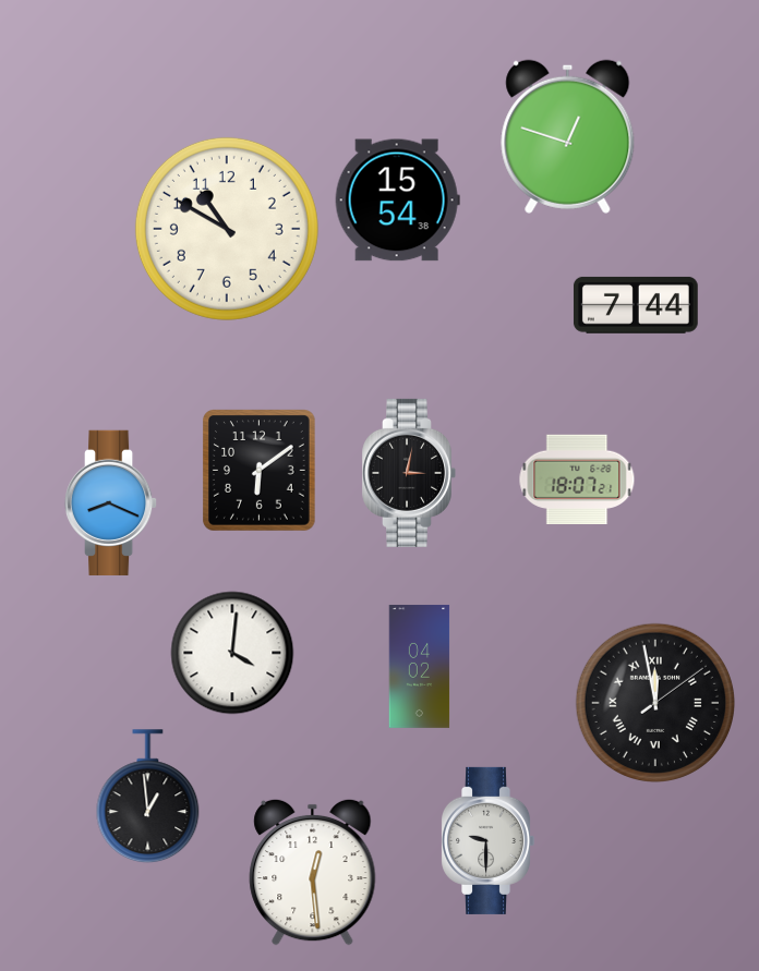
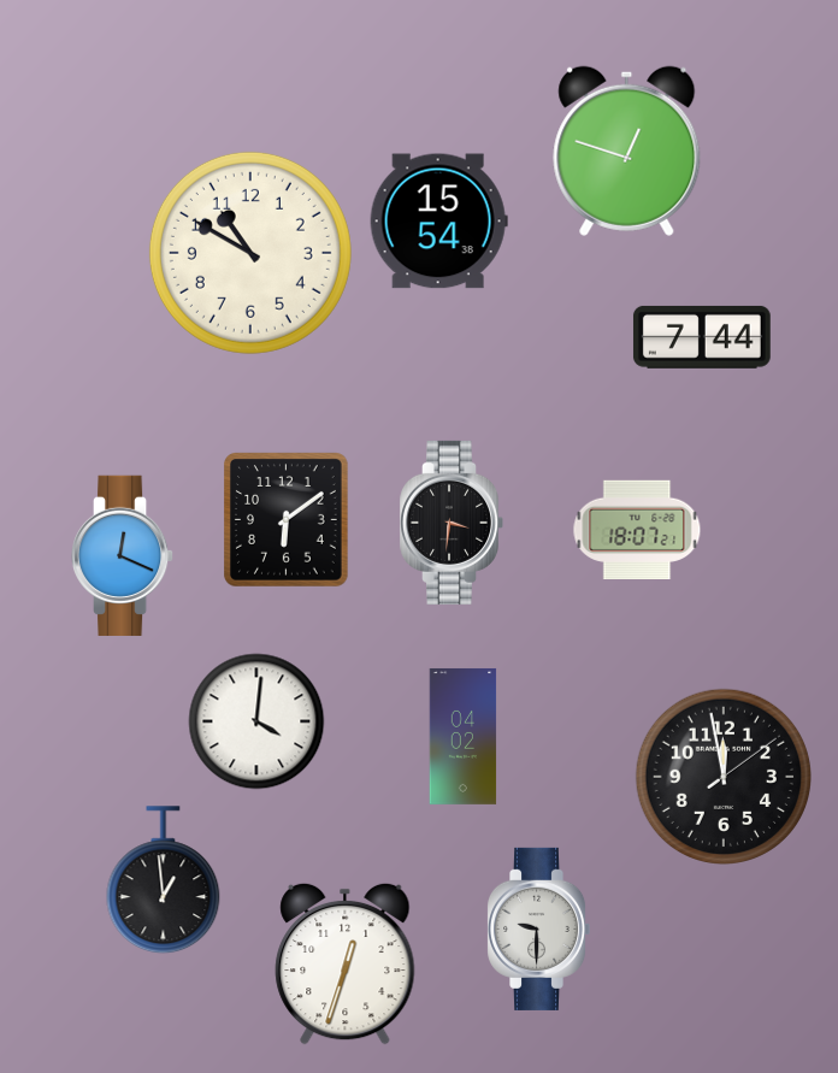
clock at (409, 473): 3:02 -> 3:31
clock at (111, 502): 8:19 -> 12:19
clock at (654, 702) numerals: Roman -> Arabic
clock at (313, 872): 12:29 -> 12:33
